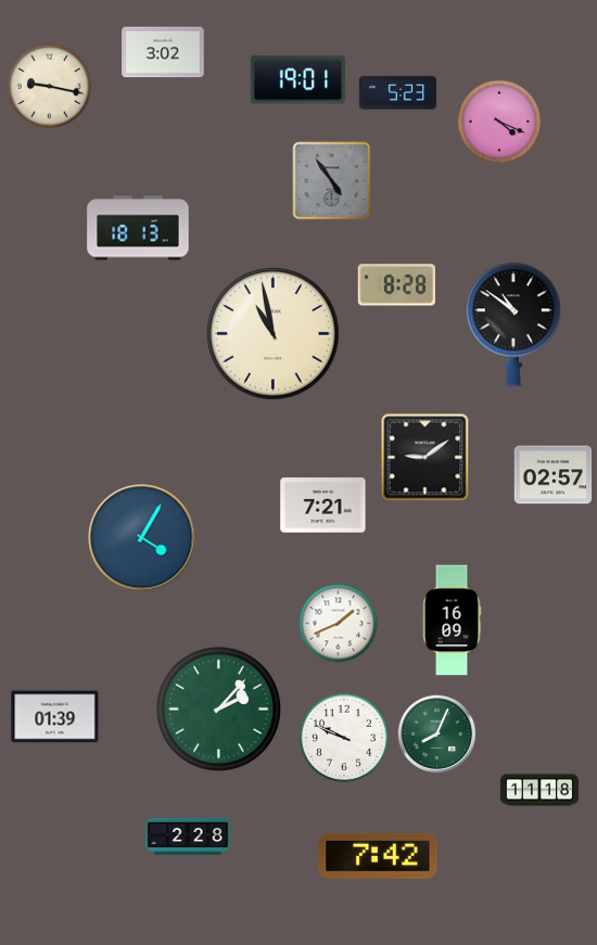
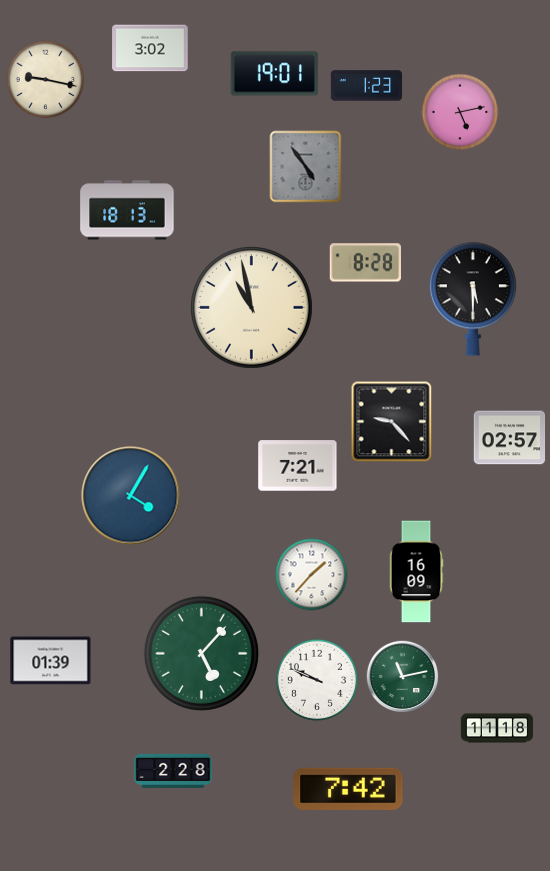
clock at (398, 93): 5:23 -> 1:23
clock at (499, 122): 4:19 -> 5:13
clock at (513, 324): 10:51 -> 5:30
clock at (425, 458): 9:09 -> 9:23
clock at (339, 624): 1:41 -> 1:37
clock at (218, 708): 2:07 -> 5:07
clock at (437, 735): 8:04 -> 11:13
